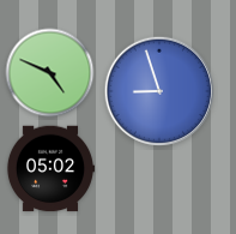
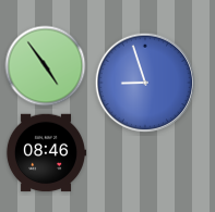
clock at (50, 73): 4:49 -> 4:54
clock at (49, 169): 05:02 -> 08:46
